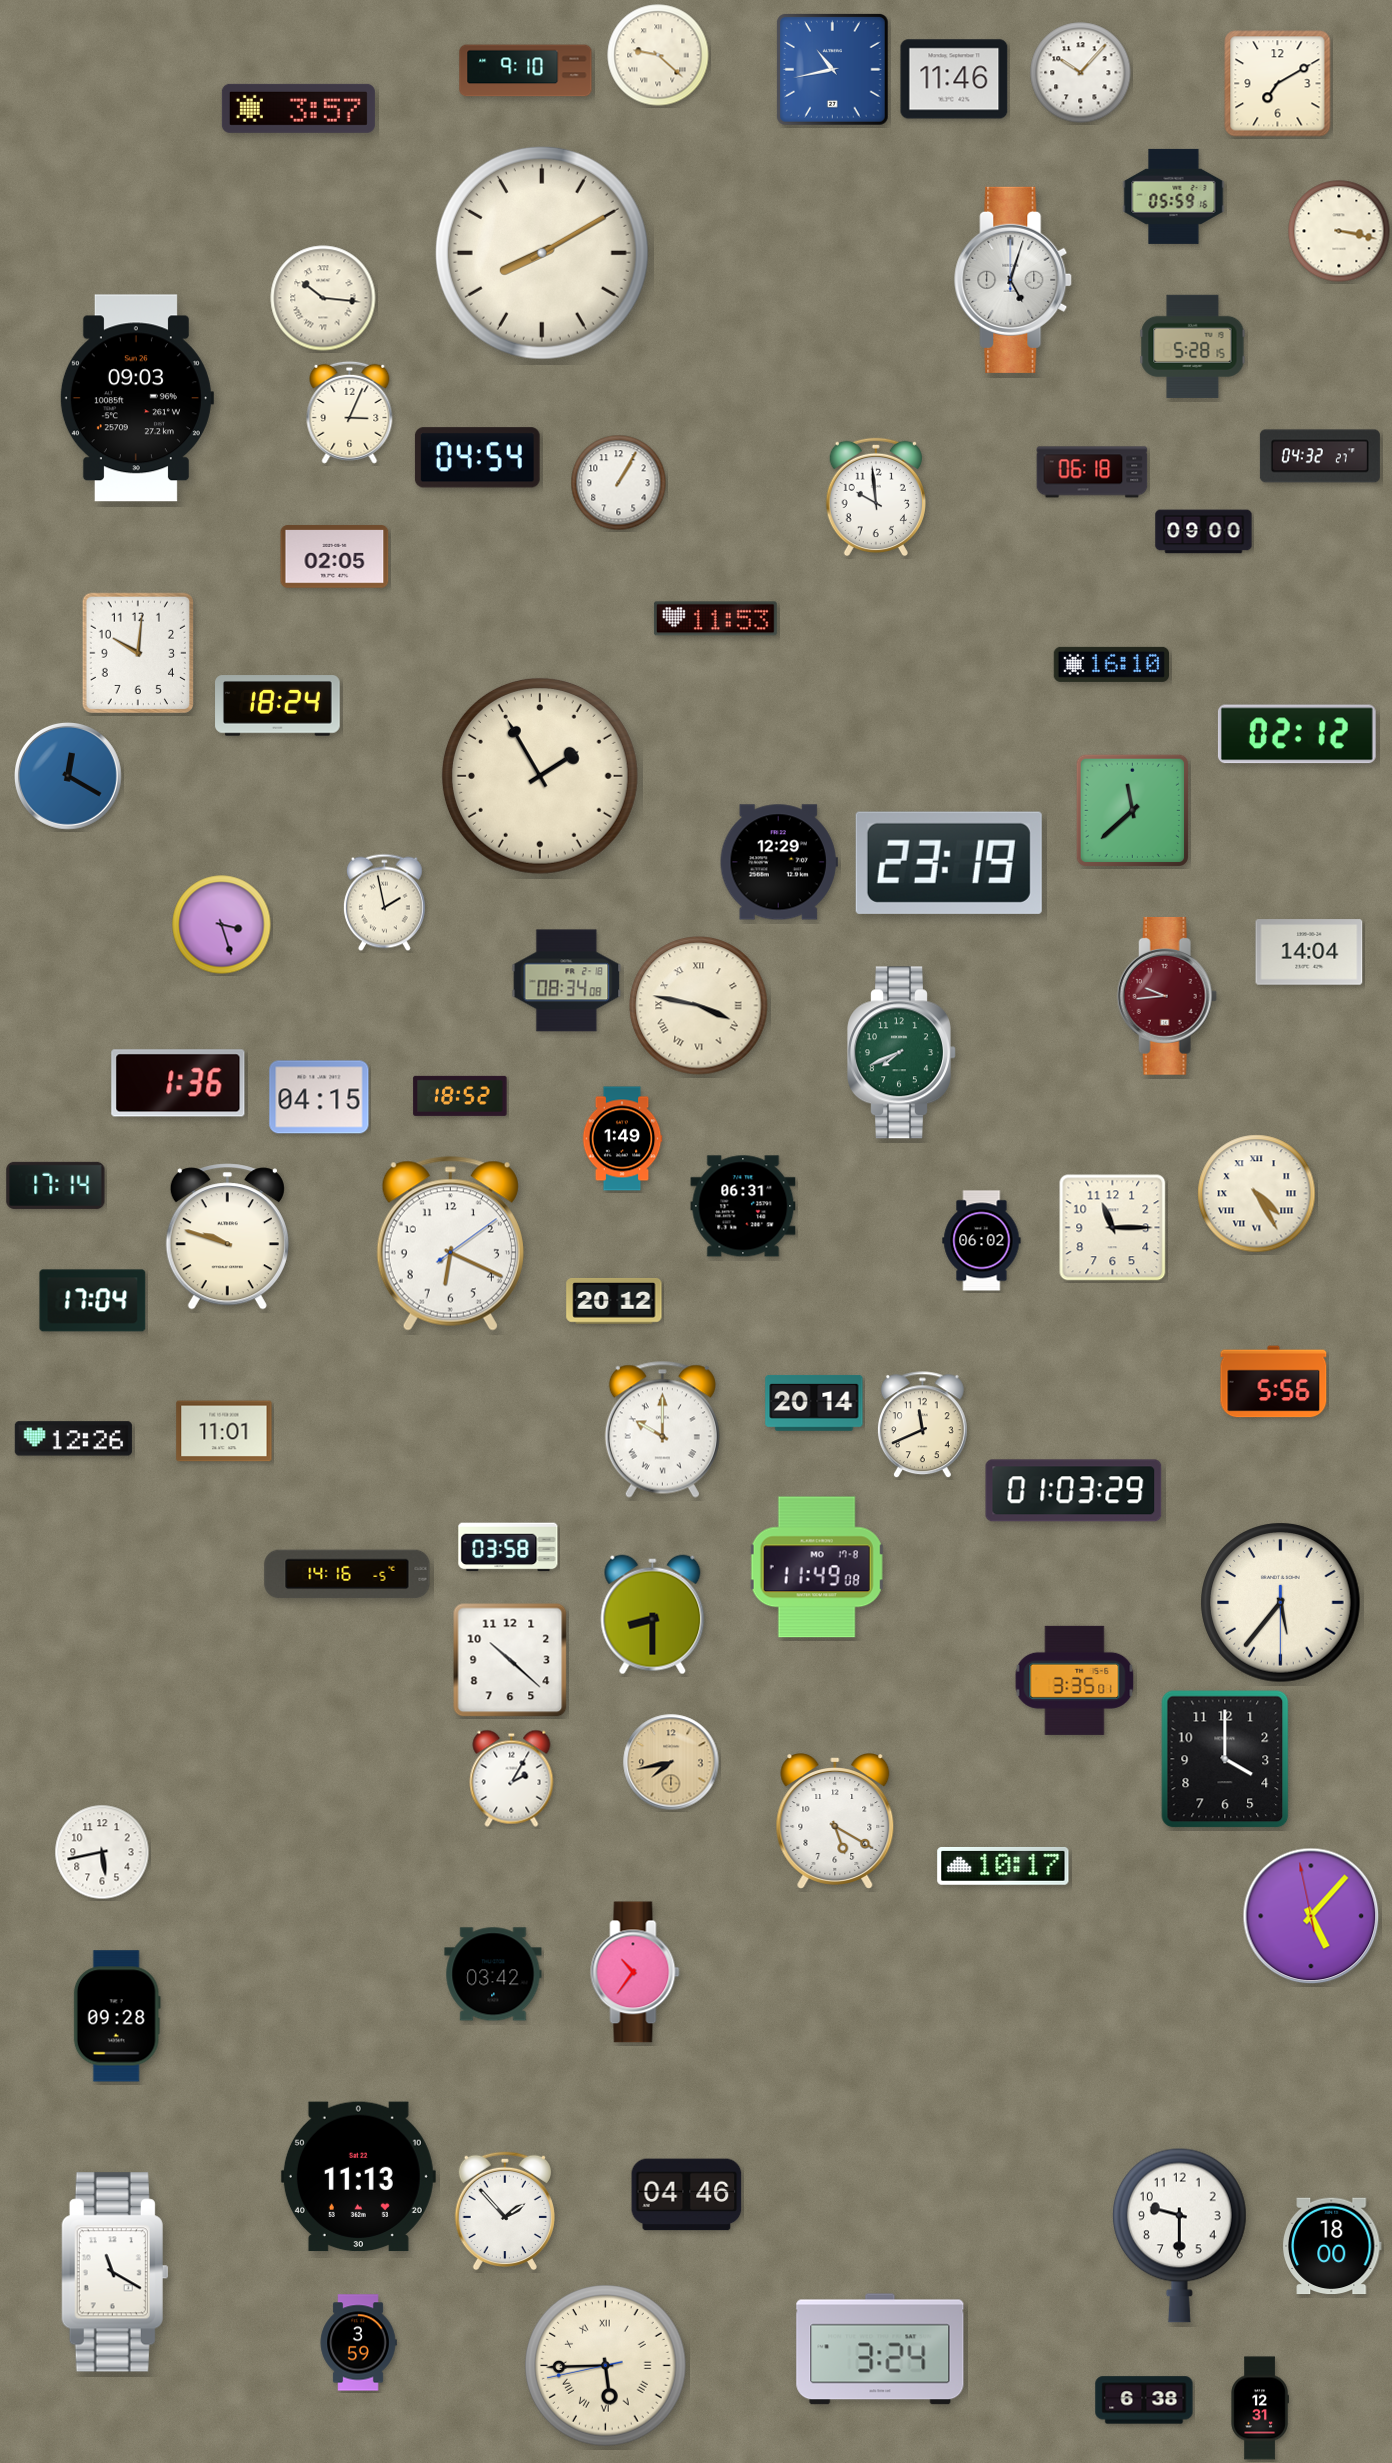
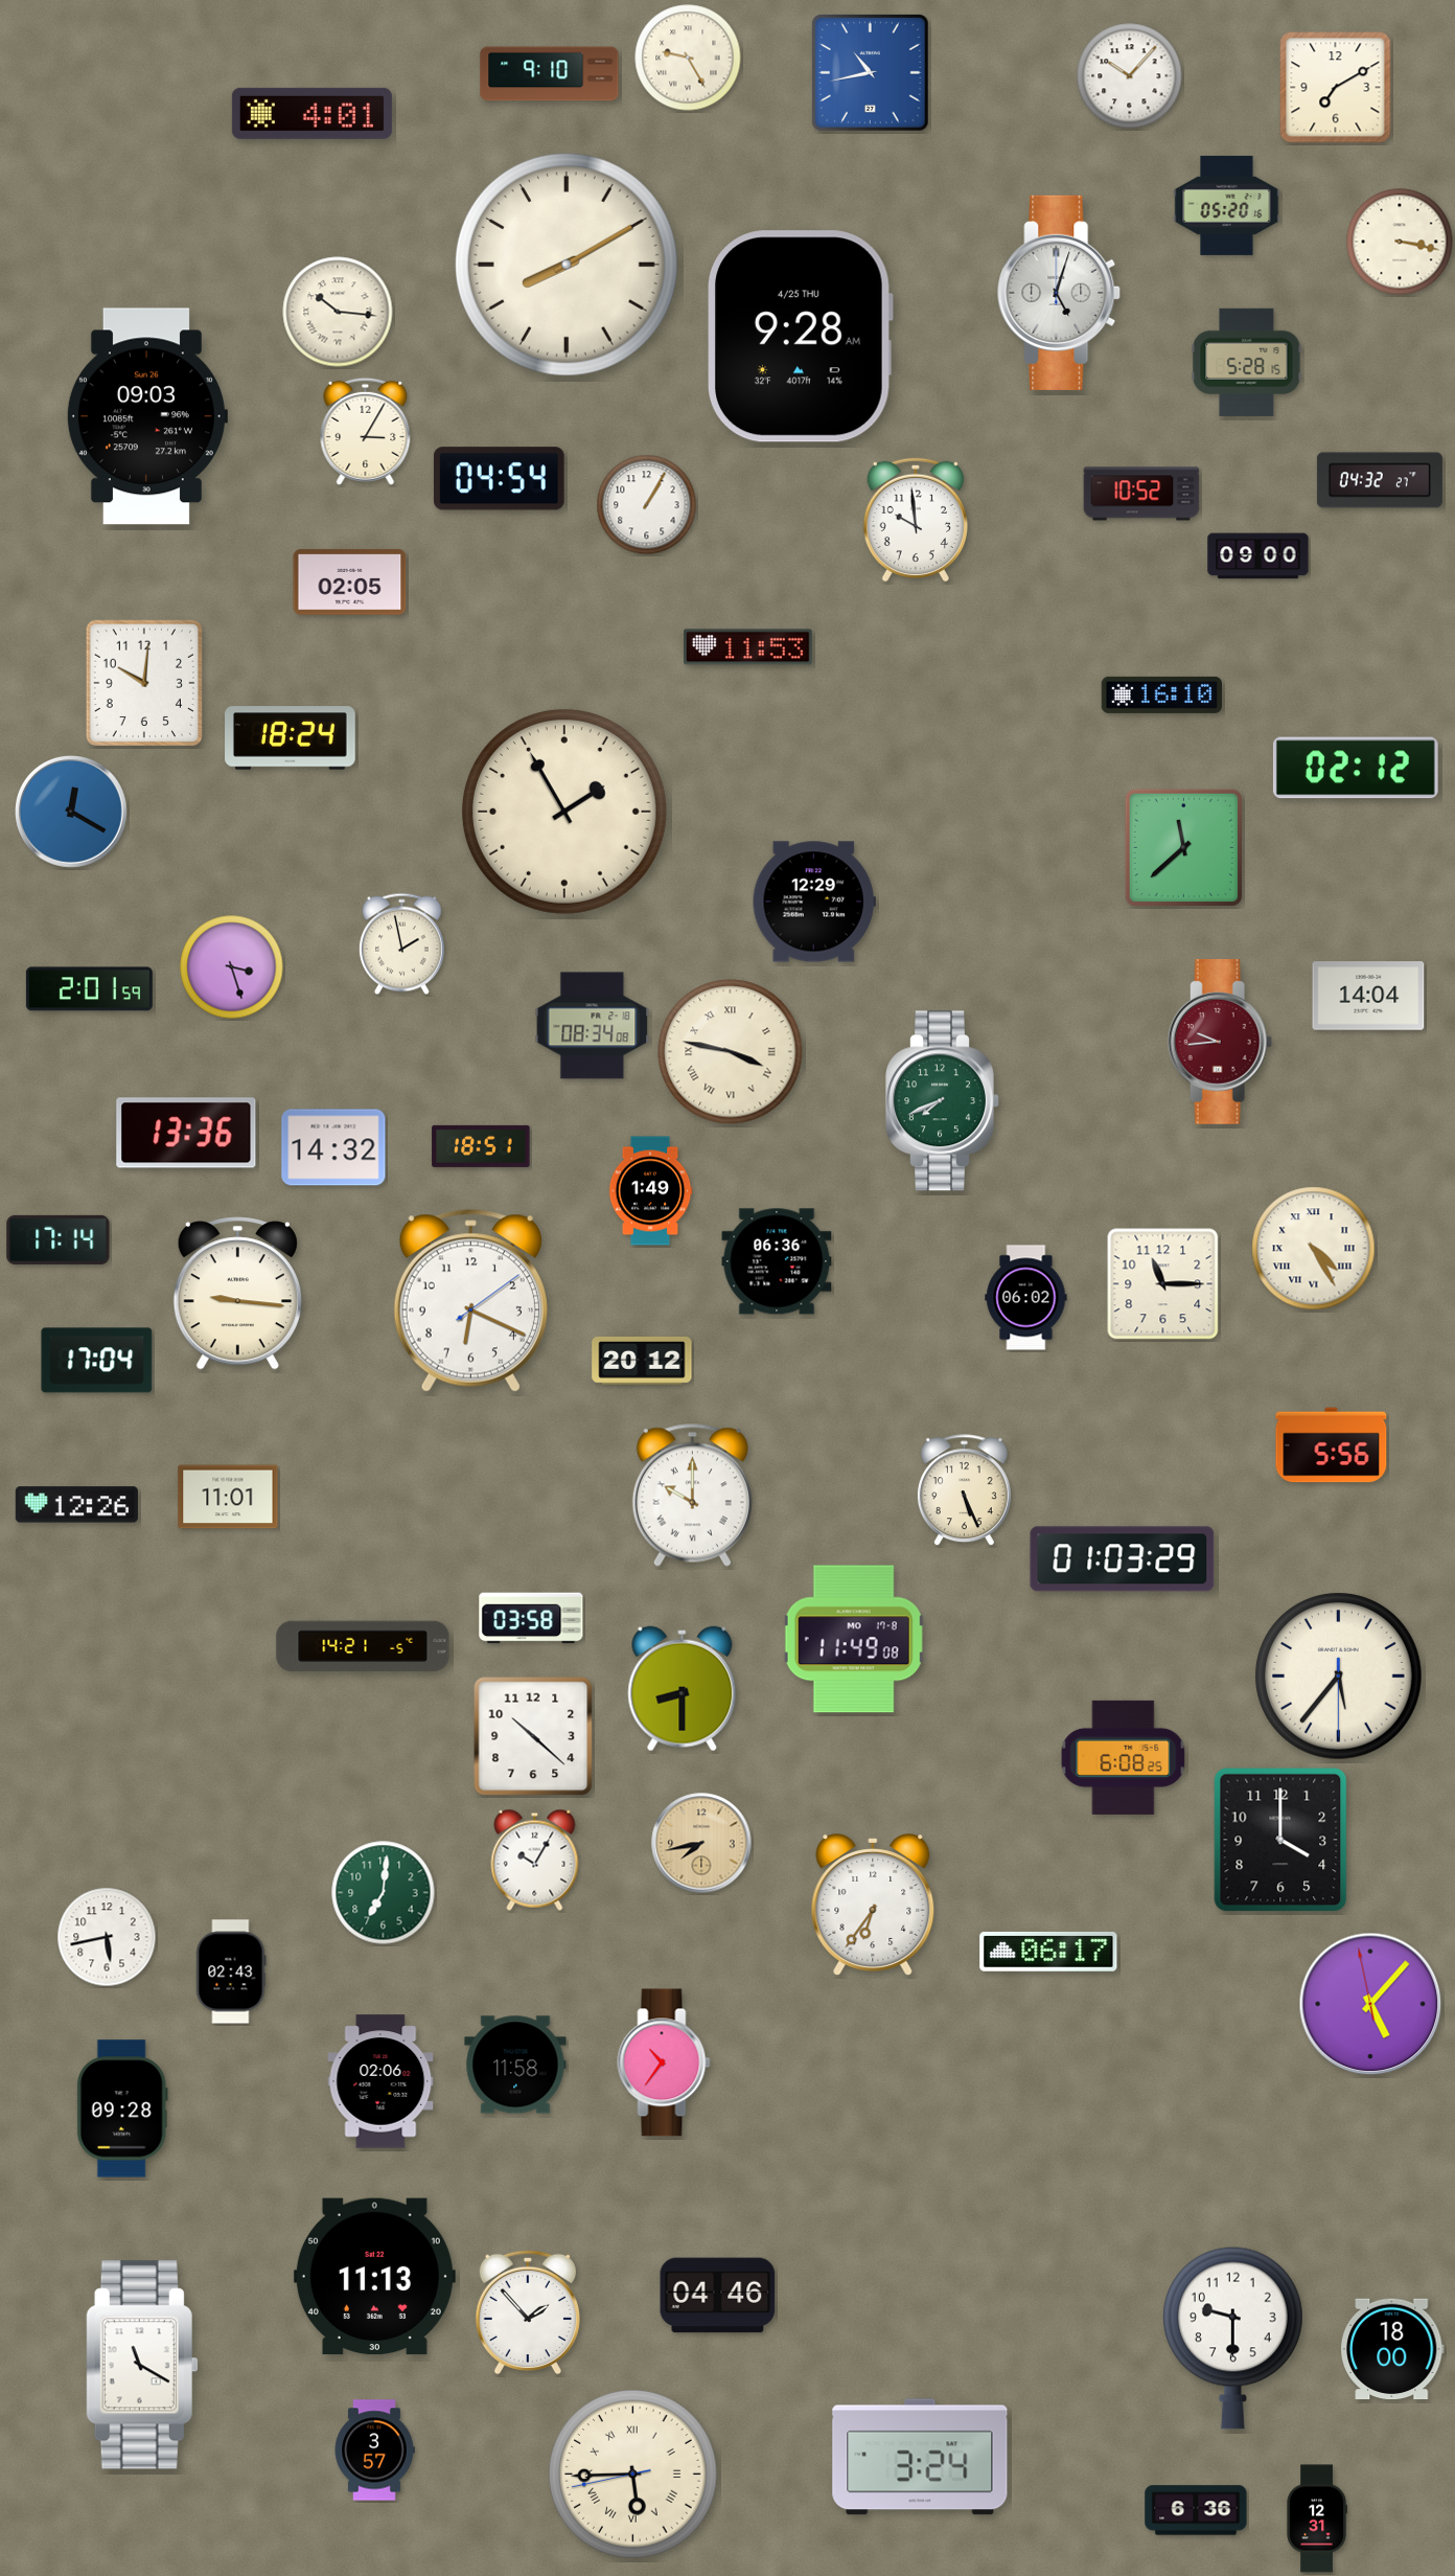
clock at (658, 55): 9:22 -> 9:25
clock at (954, 79): 11:46 -> none
clock at (298, 108): 3:57 -> 4:01
clock at (1174, 196): 05:59 -> 05:20
clock at (801, 337): none -> 9:28
clock at (136, 398) position: (136, 398) -> (146, 416)
clock at (350, 412): 3:04 -> 3:05
clock at (1320, 456) position: (1320, 456) -> (1380, 480)
clock at (1092, 472): 06:18 -> 10:52
clock at (949, 863): 23:19 -> none
clock at (89, 989): none -> 2:01
clock at (178, 1083): 1:36 -> 13:36
clock at (460, 1096): 18:52 -> 18:51
clock at (319, 1097): 04:15 -> 14:32
clock at (743, 1206): 06:31 -> 06:36
clock at (227, 1237): 9:48 -> 9:16
clock at (814, 1403): 20:14 -> none
clock at (922, 1425): 11:41 -> 5:26
clock at (224, 1431) position: (224, 1431) -> (228, 1497)
clock at (347, 1574): 14:16 -> 14:21
clock at (1075, 1680): 3:35 -> 6:08
clock at (512, 1778): 2:05 -> 10:05
clock at (384, 1893): none -> 7:01
clock at (835, 1822): 5:20 -> 6:36
clock at (1003, 1866): 10:17 -> 06:17
clock at (231, 1971): none -> 02:43
clock at (493, 1974): 03:42 -> 11:58
clock at (380, 2081): none -> 02:06
clock at (115, 2272) position: (115, 2272) -> (142, 2365)
clock at (358, 2343): 3:59 -> 3:57
clock at (1144, 2400): 6:38 -> 6:36
